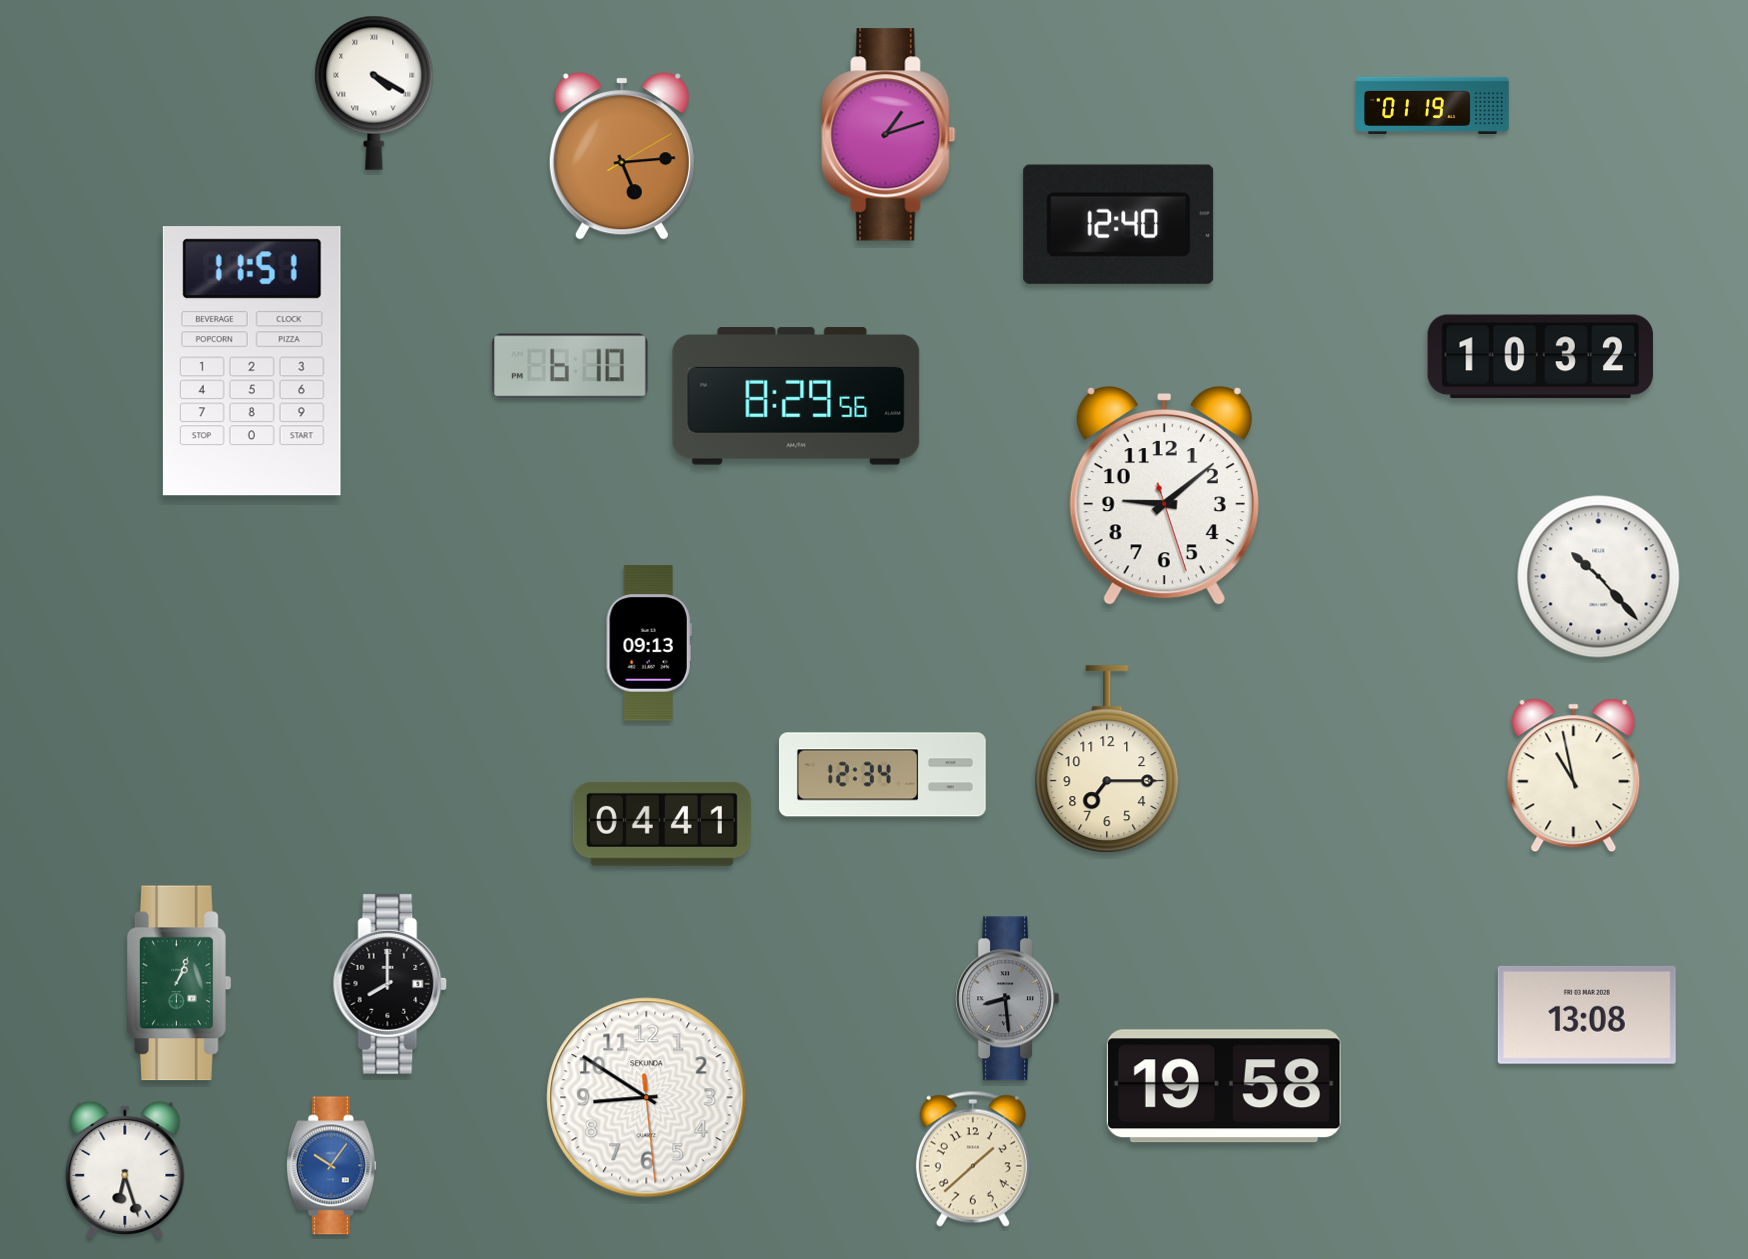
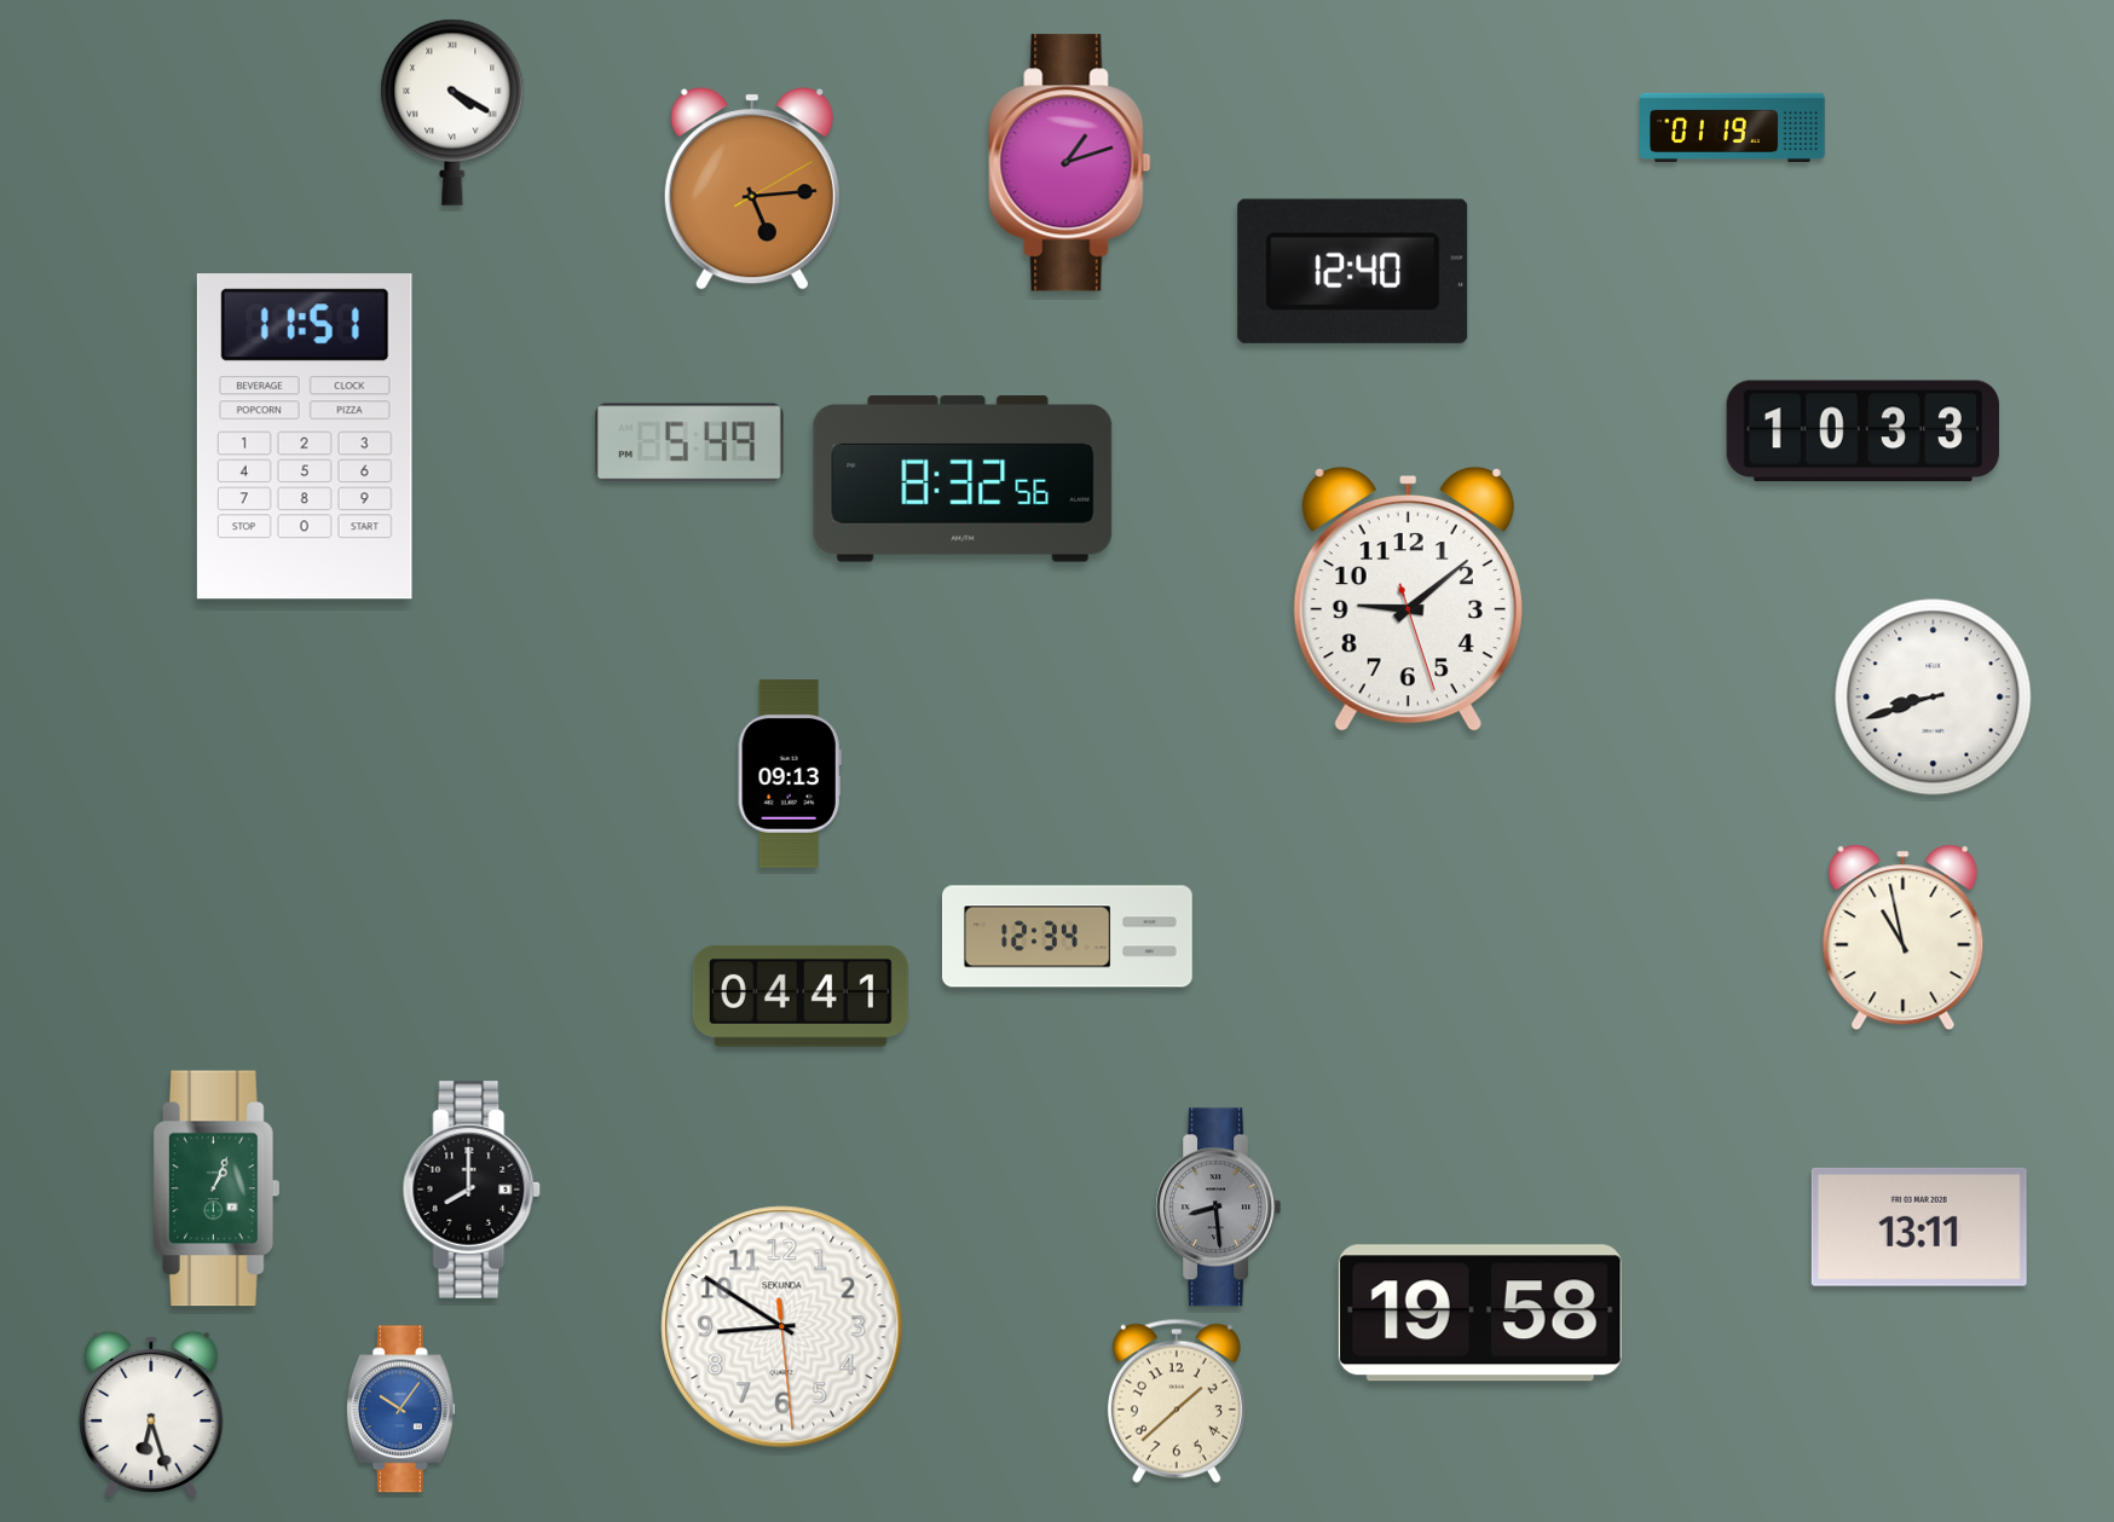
clock at (889, 135) position: (889, 135) -> (1070, 163)
clock at (1540, 357): 10:32 -> 10:33
clock at (570, 366): 6:10 -> 5:49
clock at (796, 396): 8:29 -> 8:32
clock at (1599, 577): 10:23 -> 8:42
clock at (649, 643) position: (649, 643) -> (790, 774)
clock at (1107, 760): 7:15 -> none
clock at (1587, 1015): 13:08 -> 13:11
